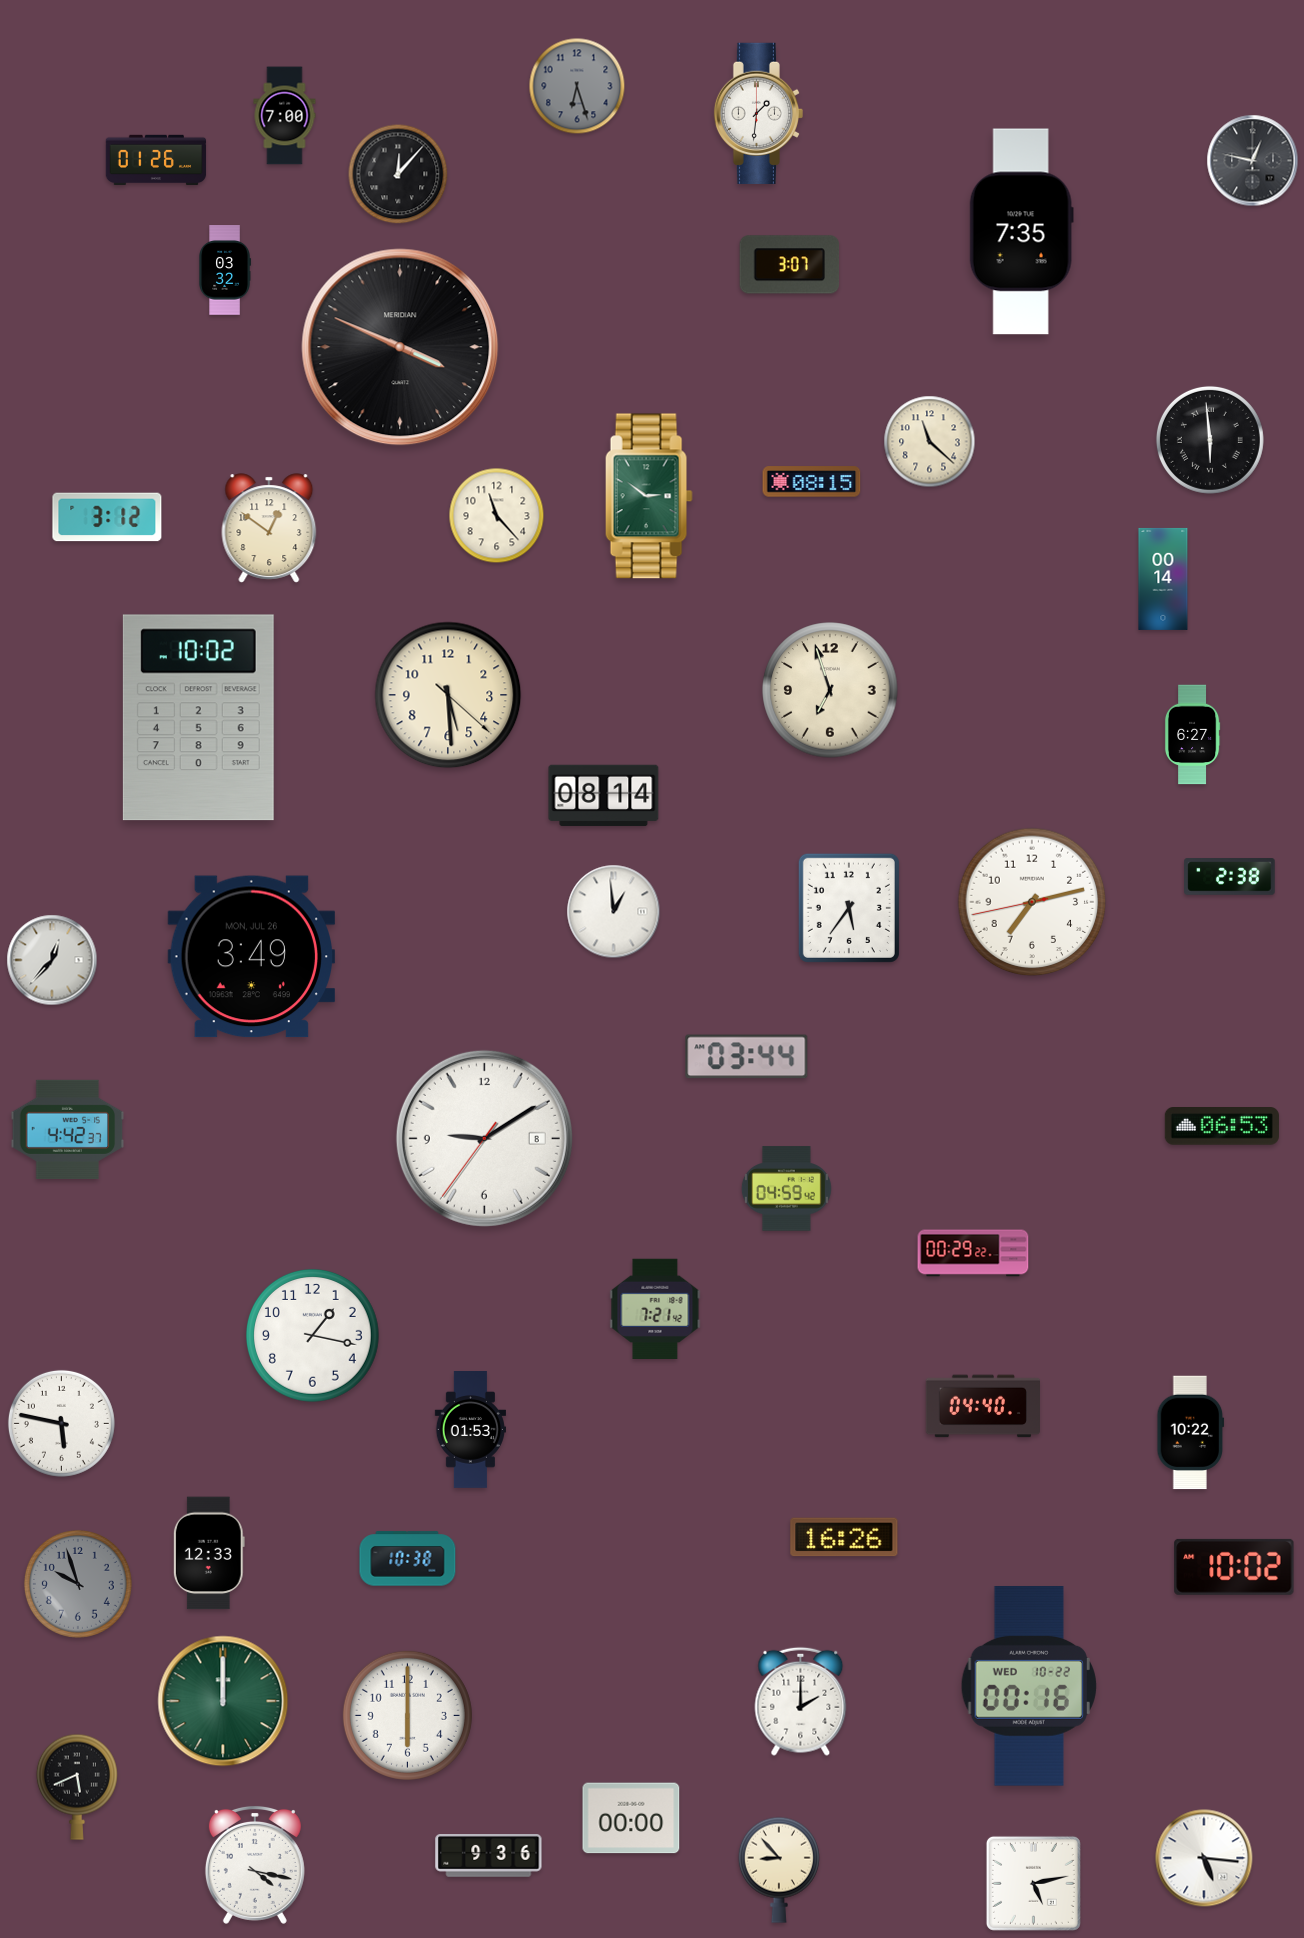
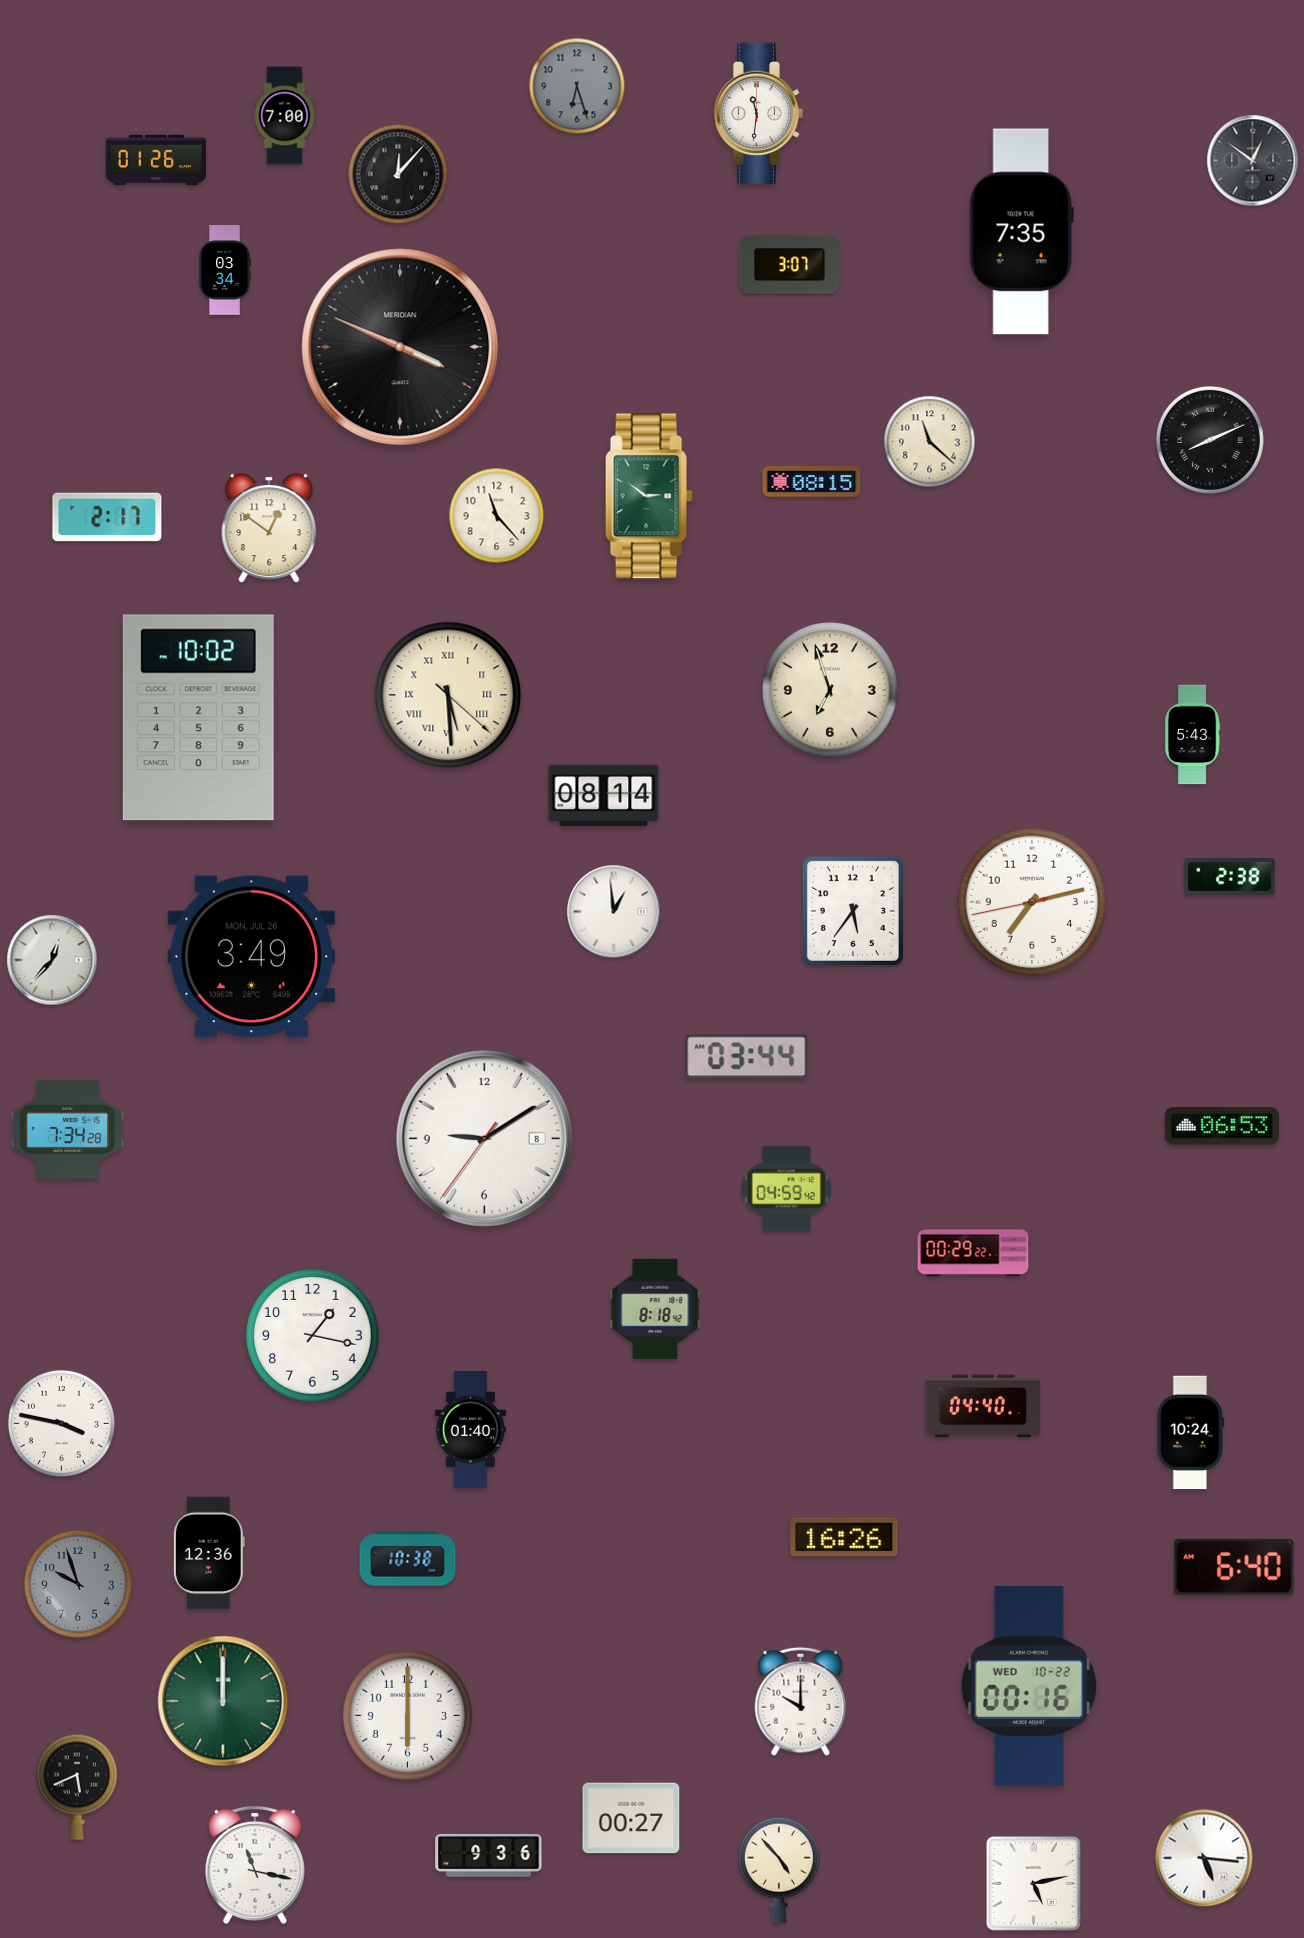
clock at (758, 113): 1:31 -> 11:31
clock at (1253, 161): 12:47 -> 12:51
clock at (225, 270): 03:32 -> 03:34
clock at (1210, 440): 5:59 -> 8:11
clock at (107, 517): 3:12 -> 2:17
clock at (1163, 579): 00:14 -> none
clock at (448, 695) numerals: Arabic -> Roman
clock at (1192, 735): 6:27 -> 5:43
clock at (849, 908) position: (849, 908) -> (853, 911)
clock at (68, 1129): 4:42 -> 7:34
clock at (655, 1308): 7:21 -> 8:18
clock at (61, 1423): 5:47 -> 3:47
clock at (470, 1430): 01:53 -> 01:40
clock at (1191, 1433): 10:22 -> 10:24
clock at (209, 1553): 12:33 -> 12:36
clock at (1234, 1567): 10:02 -> 6:40
clock at (801, 1701): 2:00 -> 10:00
clock at (631, 1818): 00:00 -> 00:27
clock at (255, 1865): 4:17 -> 11:17
clock at (779, 1870): 8:53 -> 4:53
